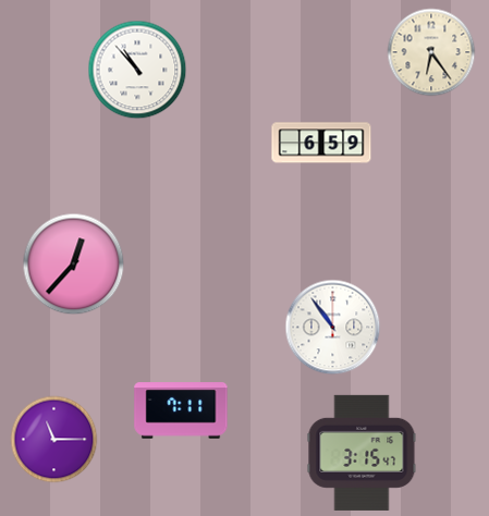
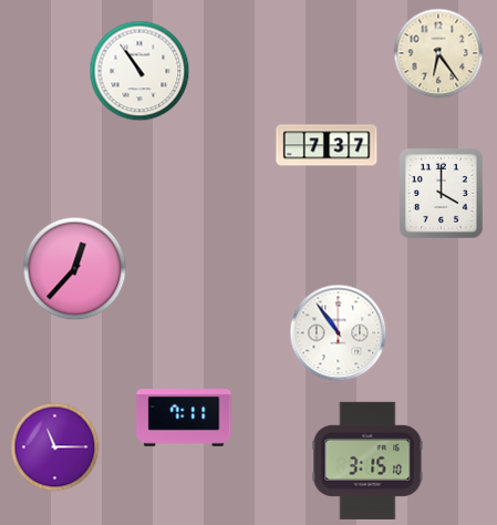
clock at (137, 70): 10:53 -> 10:54
clock at (321, 143): 6:59 -> 7:37
clock at (441, 193): none -> 4:00
clock at (362, 453): 3:15:47 -> 3:15:10
